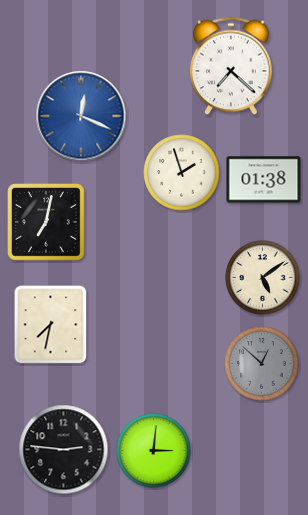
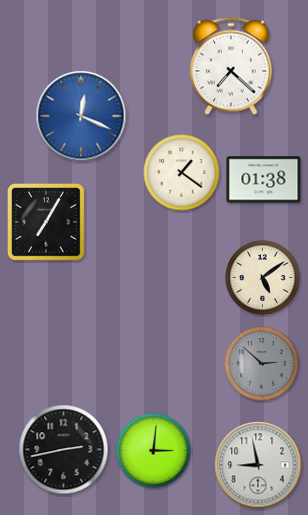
clock at (182, 173): 1:57 -> 1:21
clock at (47, 223): 7:02 -> 7:05
clock at (51, 325): 7:32 -> none
clock at (262, 364): 12:52 -> 2:52
clock at (64, 450): 2:46 -> 2:43
clock at (258, 465): none -> 8:58
